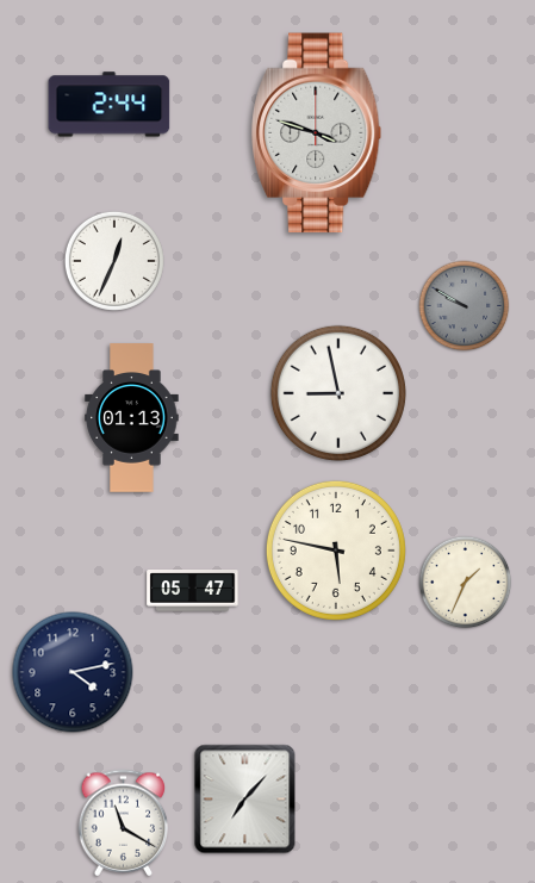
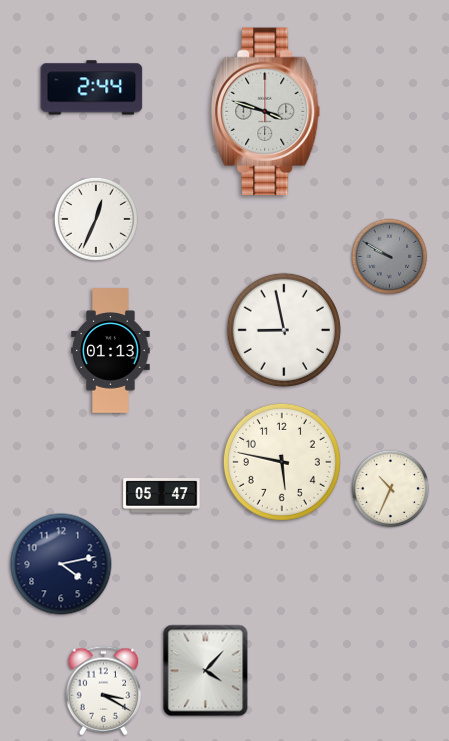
clock at (466, 583): 1:34 -> 10:34
clock at (245, 800): 7:07 -> 4:07
clock at (124, 823): 11:20 -> 3:20
